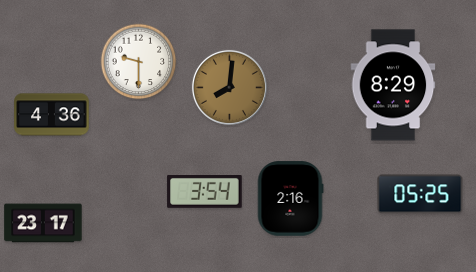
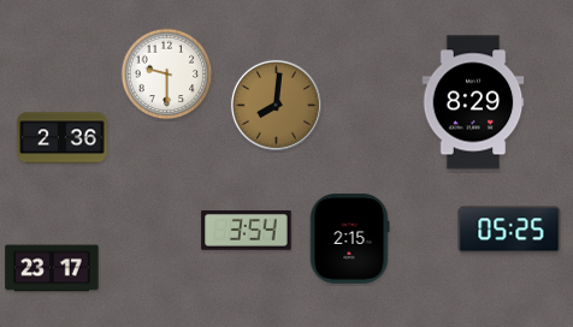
clock at (52, 115): 4:36 -> 2:36
clock at (420, 194) position: (420, 194) -> (509, 230)
clock at (290, 199): 2:16 -> 2:15
